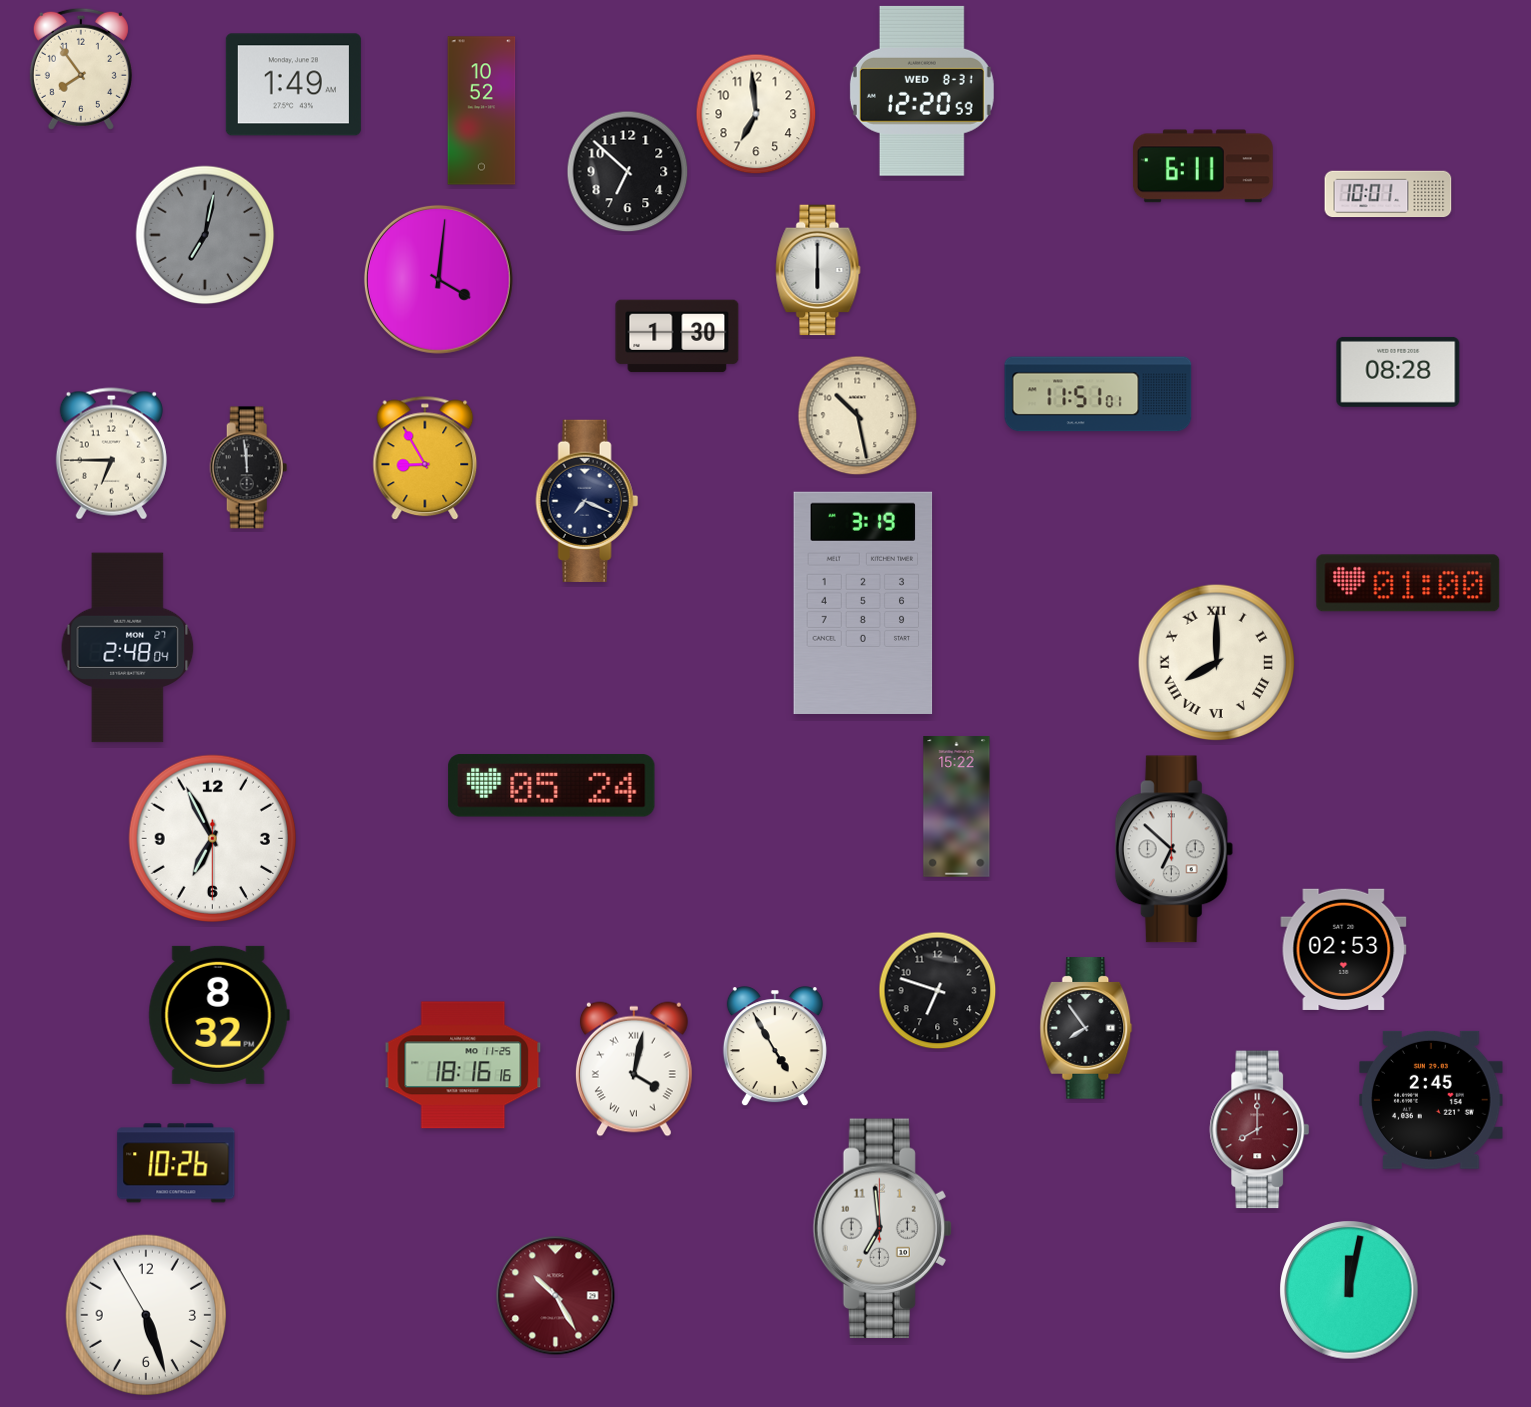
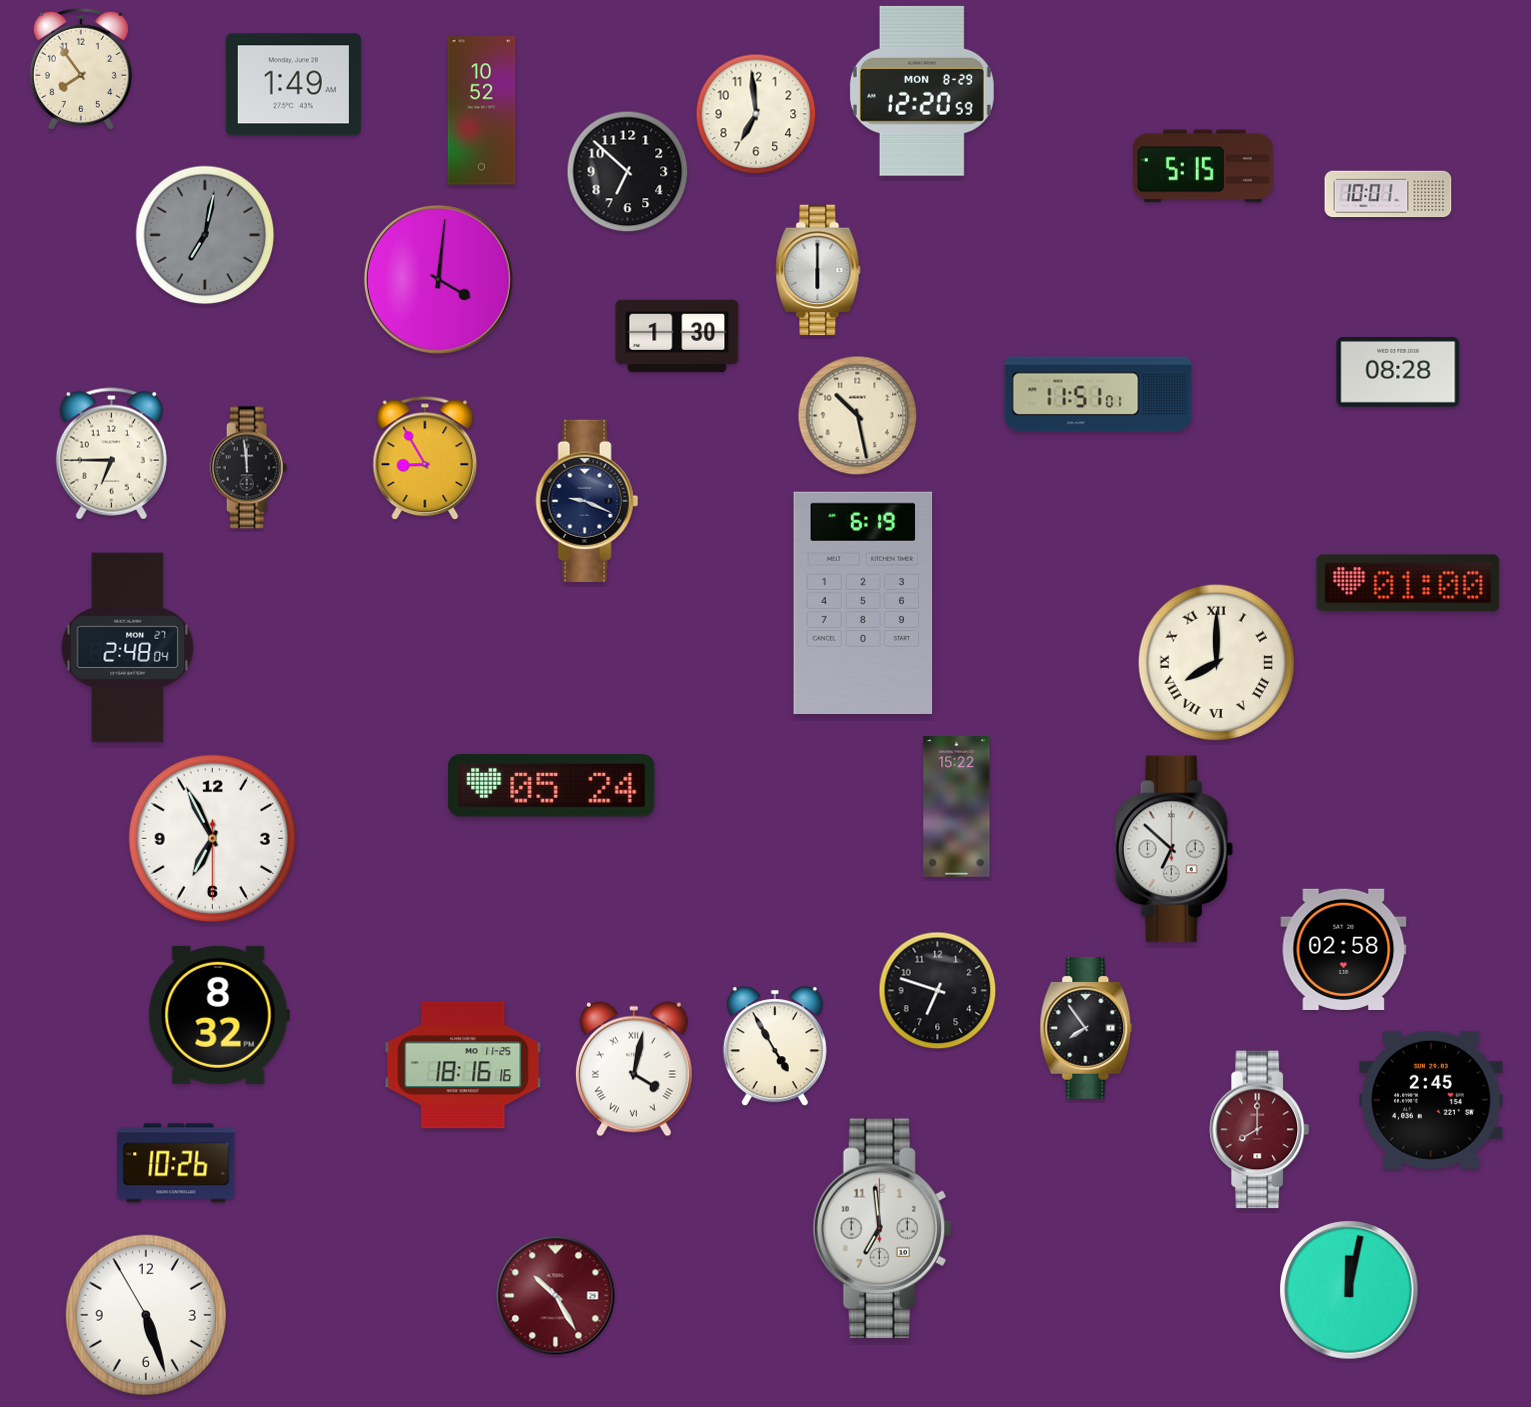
clock at (922, 91) date: WED 8-31 -> MON 8-29
clock at (1203, 166): 6:11 -> 5:15
clock at (587, 501): 7:19 -> 9:19
clock at (863, 602): 3:19 -> 6:19
clock at (1344, 949): 02:53 -> 02:58
